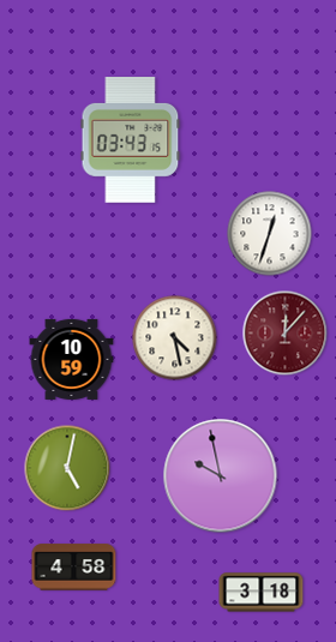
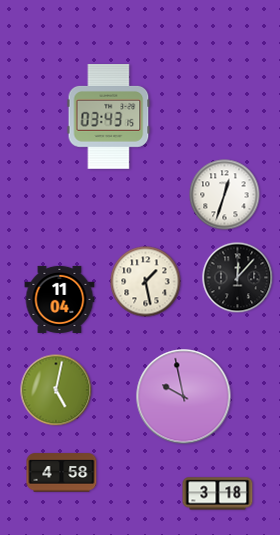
clock at (286, 334) dial: burgundy -> black
clock at (175, 338): 4:28 -> 1:28
clock at (72, 359): 10:59 -> 11:04
